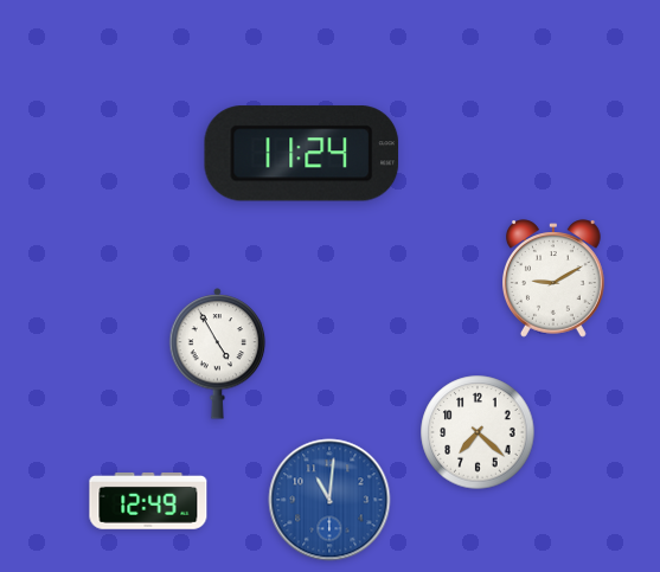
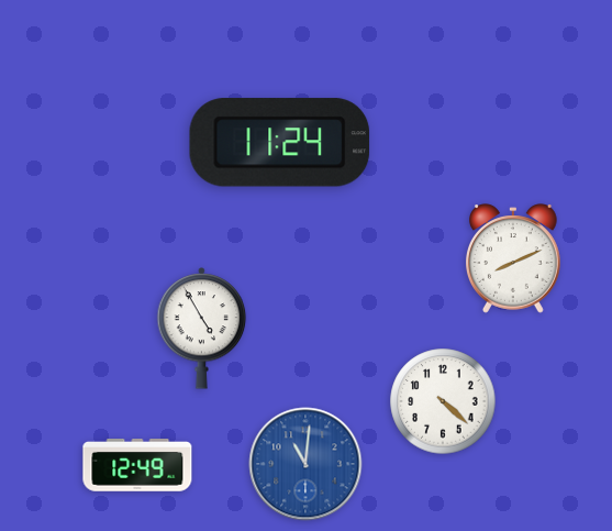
clock at (555, 278): 9:10 -> 8:11
clock at (478, 432): 7:22 -> 4:22
